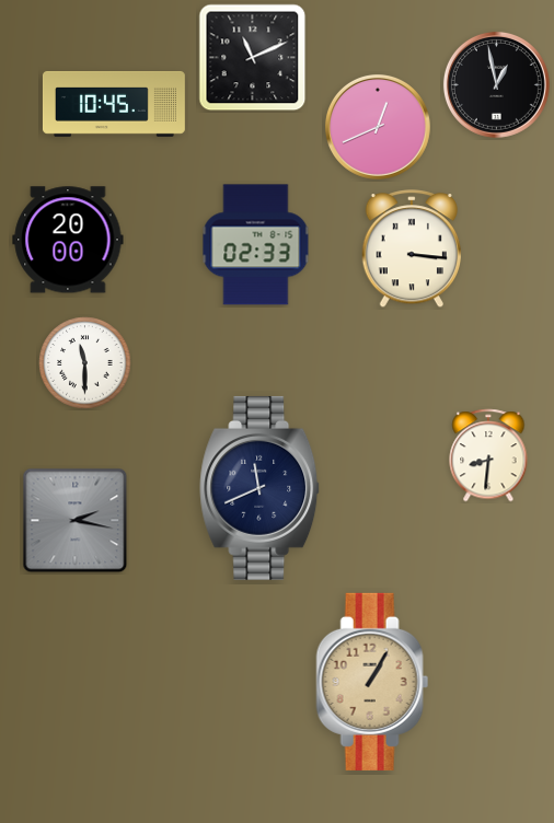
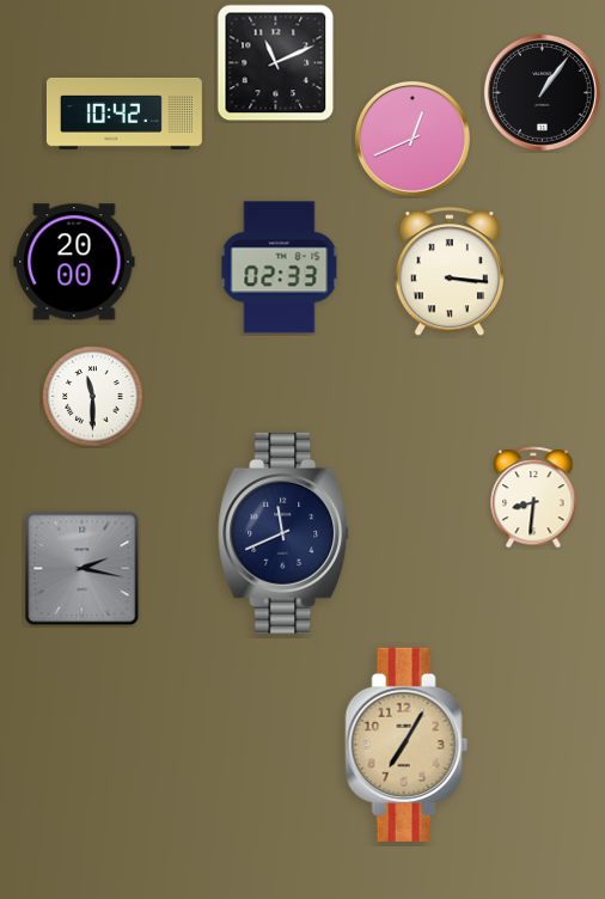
clock at (496, 84): 12:58 -> 1:06
clock at (114, 104): 10:45 -> 10:42
clock at (372, 682): 1:05 -> 7:05
